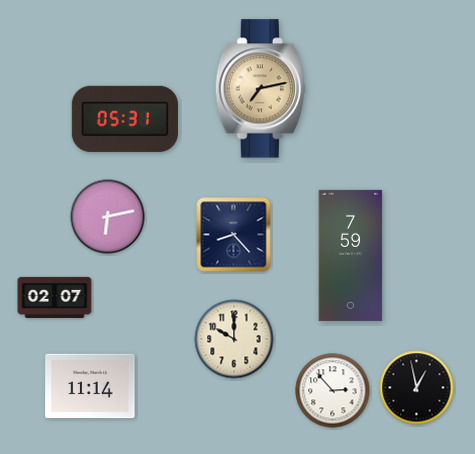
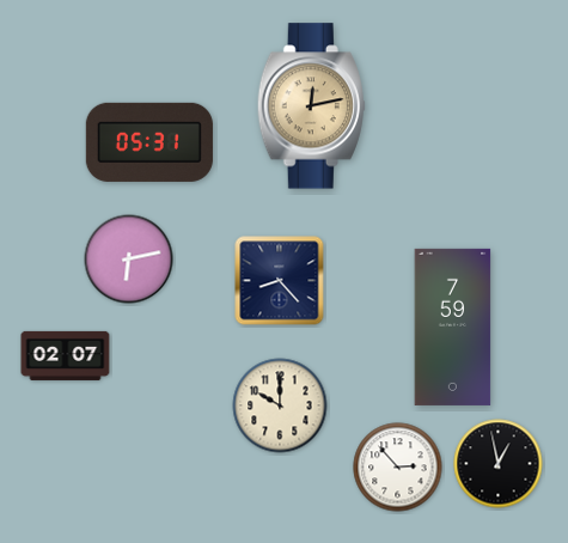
clock at (260, 89): 7:13 -> 12:13
clock at (351, 255) position: (351, 255) -> (453, 327)
clock at (90, 386): 11:14 -> none
